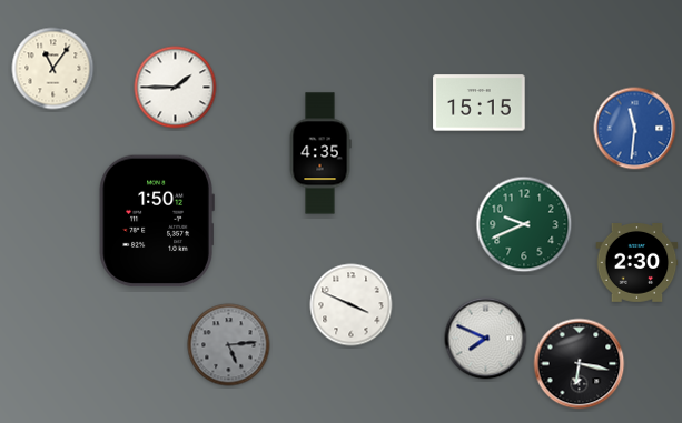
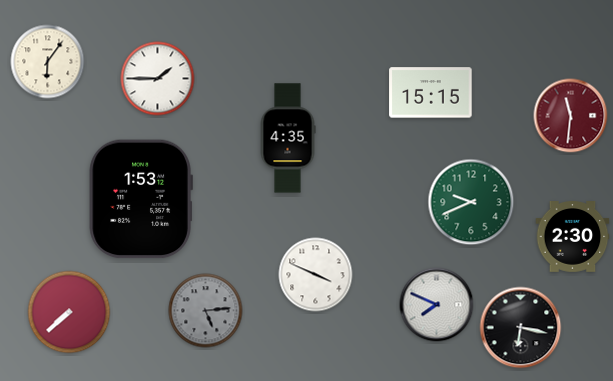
clock at (53, 69): 11:06 -> 6:06
clock at (635, 129) dial: blue -> burgundy
clock at (157, 221): 1:50 -> 1:53
clock at (69, 312): none -> 7:38
